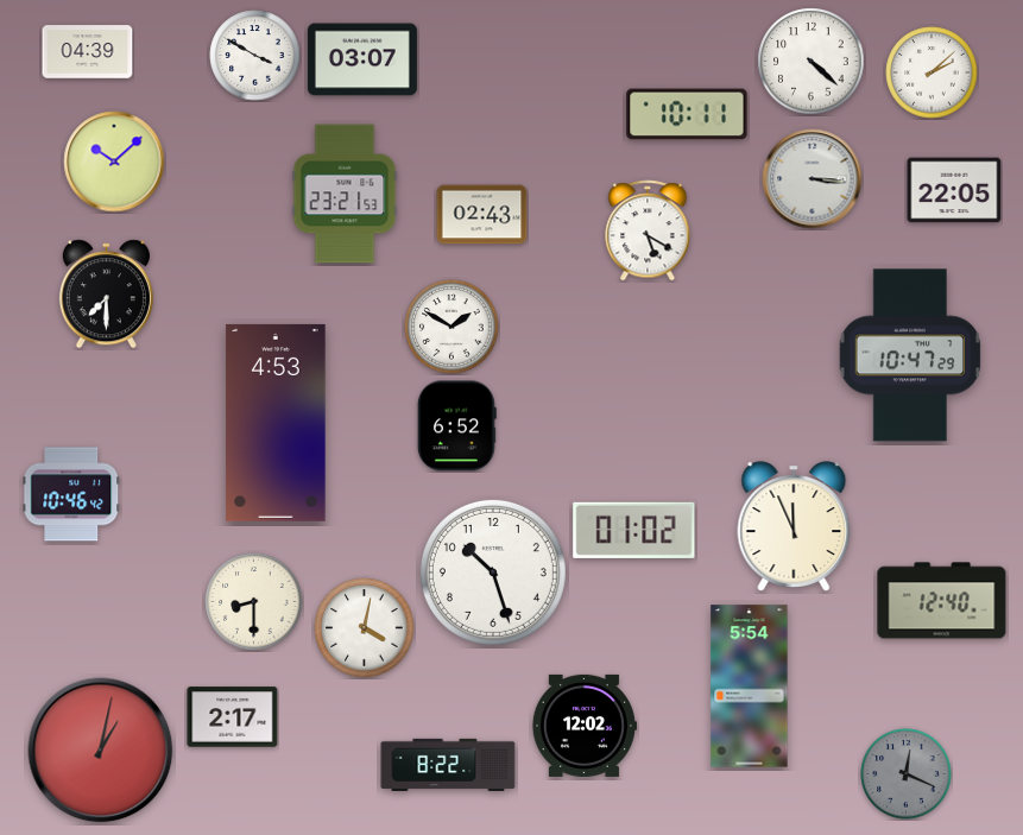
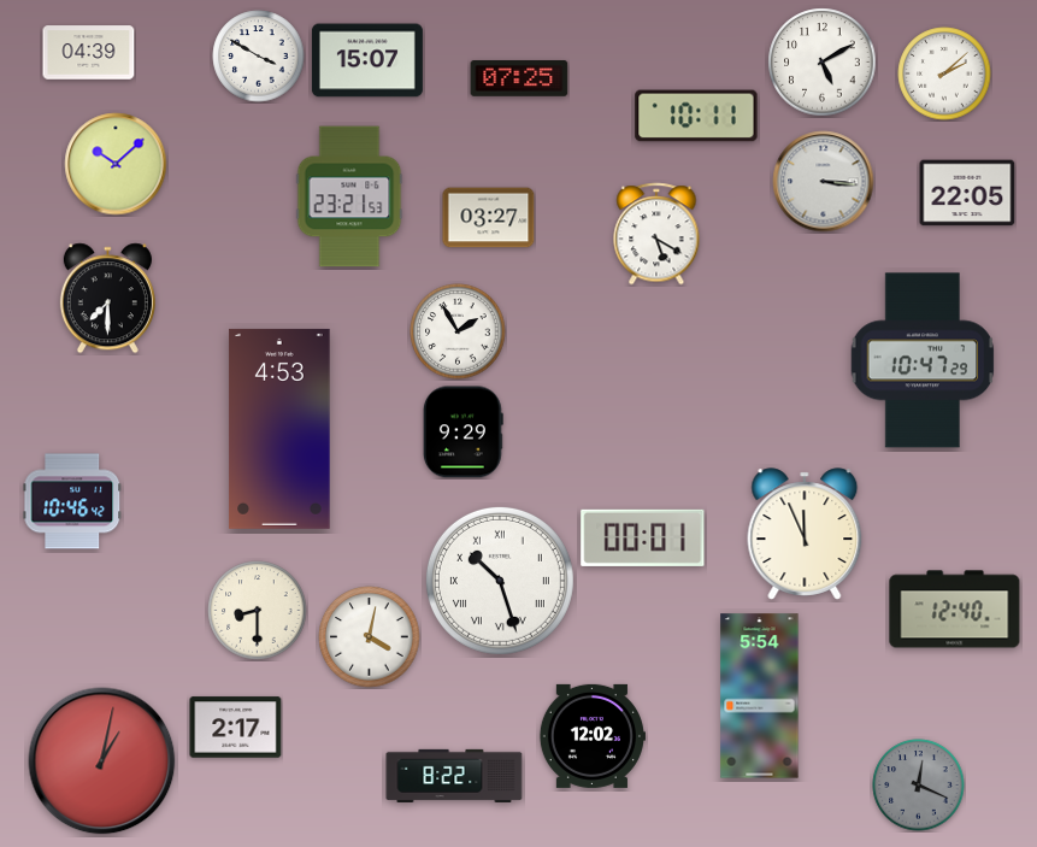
clock at (362, 59): 03:07 -> 15:07
clock at (812, 62): 4:22 -> 5:10
clock at (519, 80): none -> 07:25
clock at (482, 215): 02:43 -> 03:27
clock at (451, 327): 1:50 -> 1:55
clock at (456, 426): 6:52 -> 9:29
clock at (634, 530): 01:02 -> 00:01
clock at (493, 573) numerals: Arabic -> Roman
